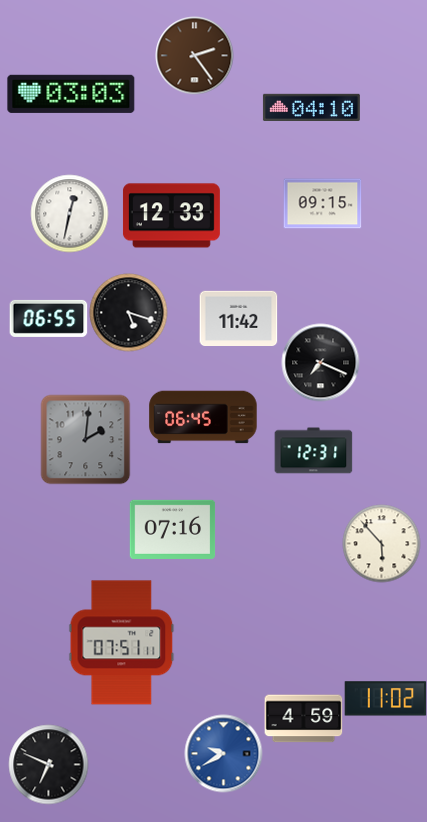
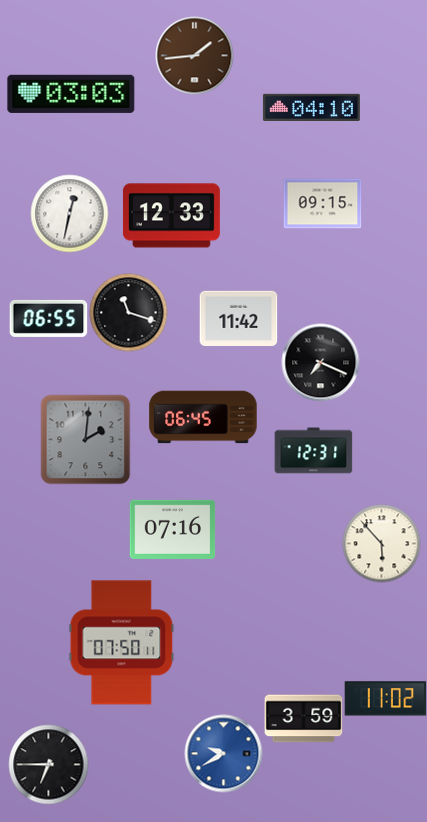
clock at (194, 55): 2:24 -> 1:44
clock at (128, 312): 5:18 -> 11:18
clock at (122, 643): 07:51 -> 07:50
clock at (303, 719): 4:59 -> 3:59
clock at (48, 764): 6:49 -> 6:45
